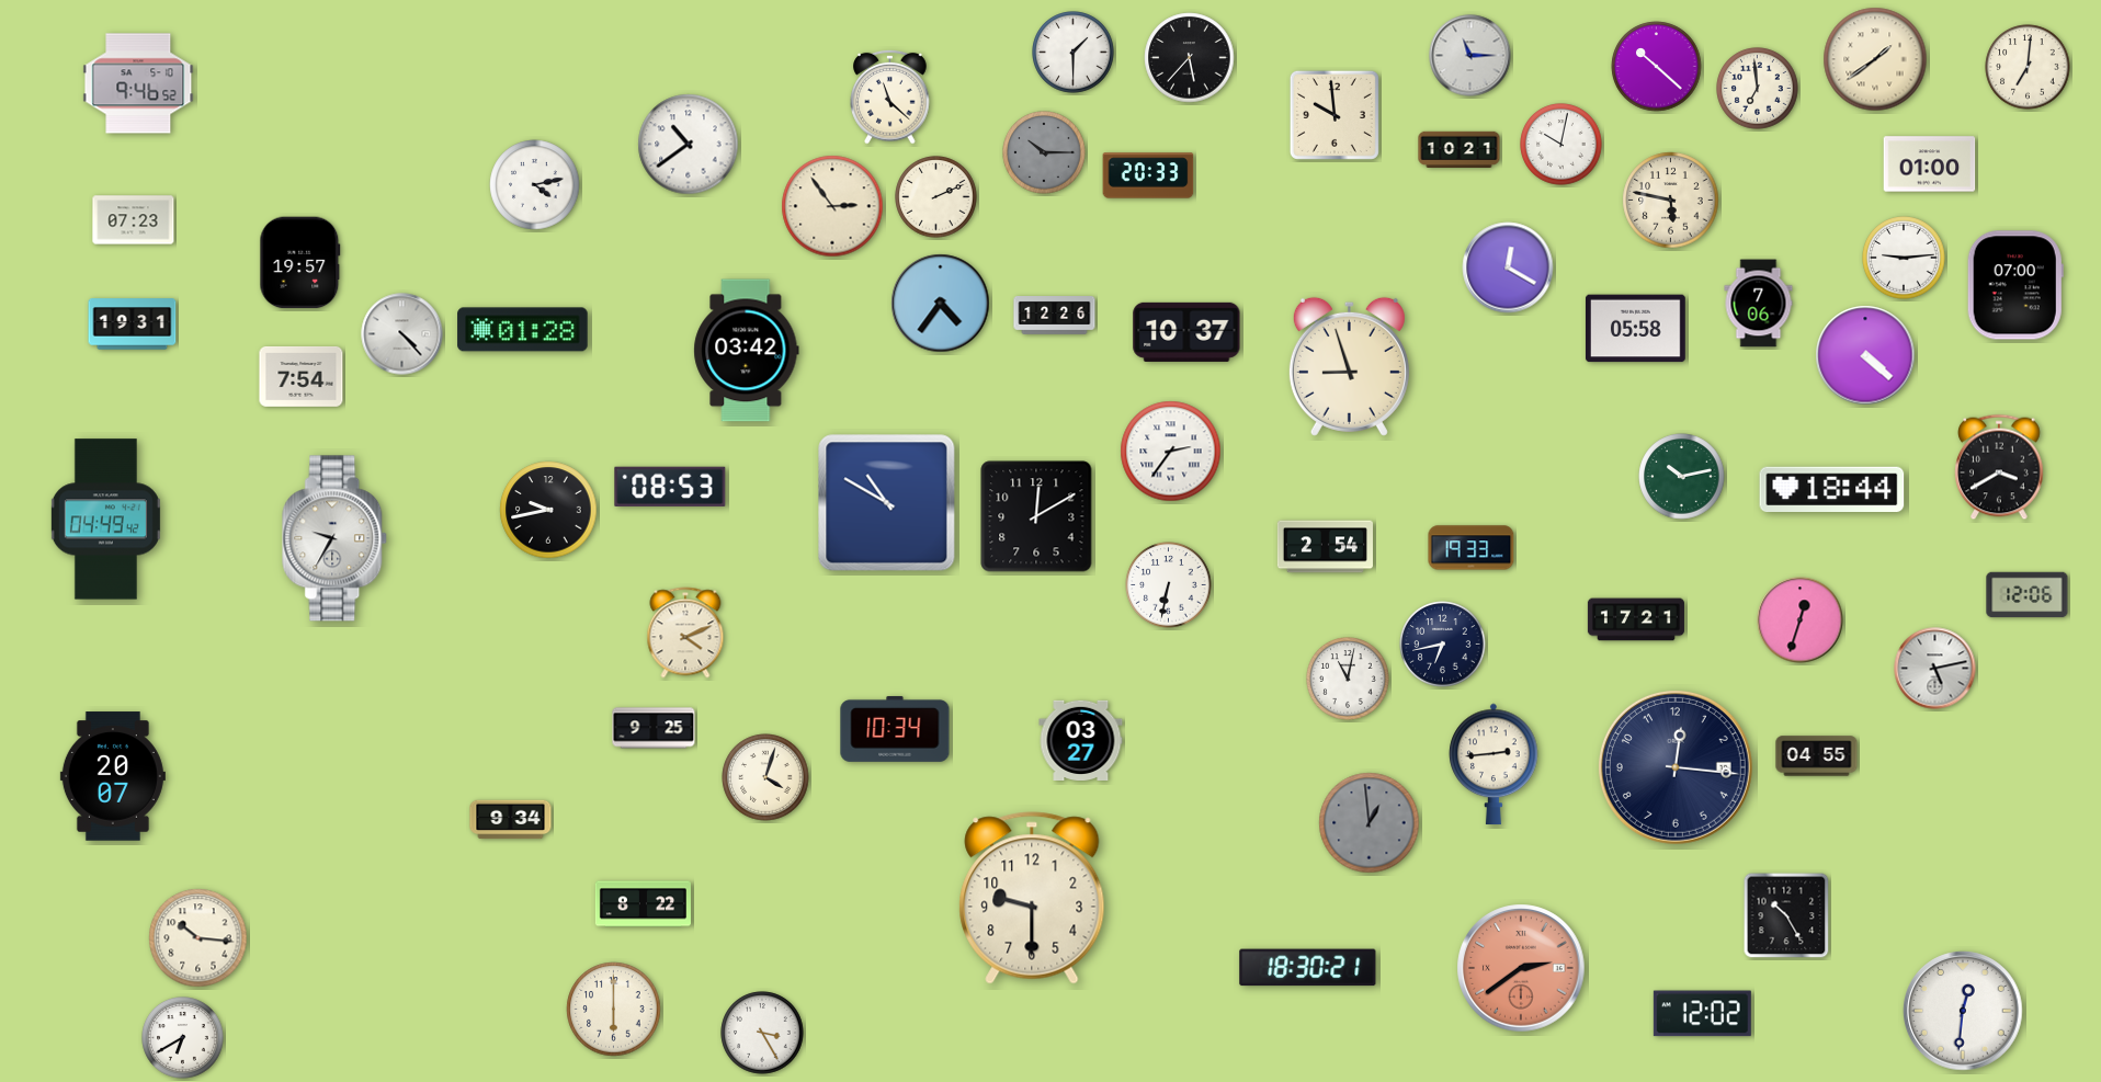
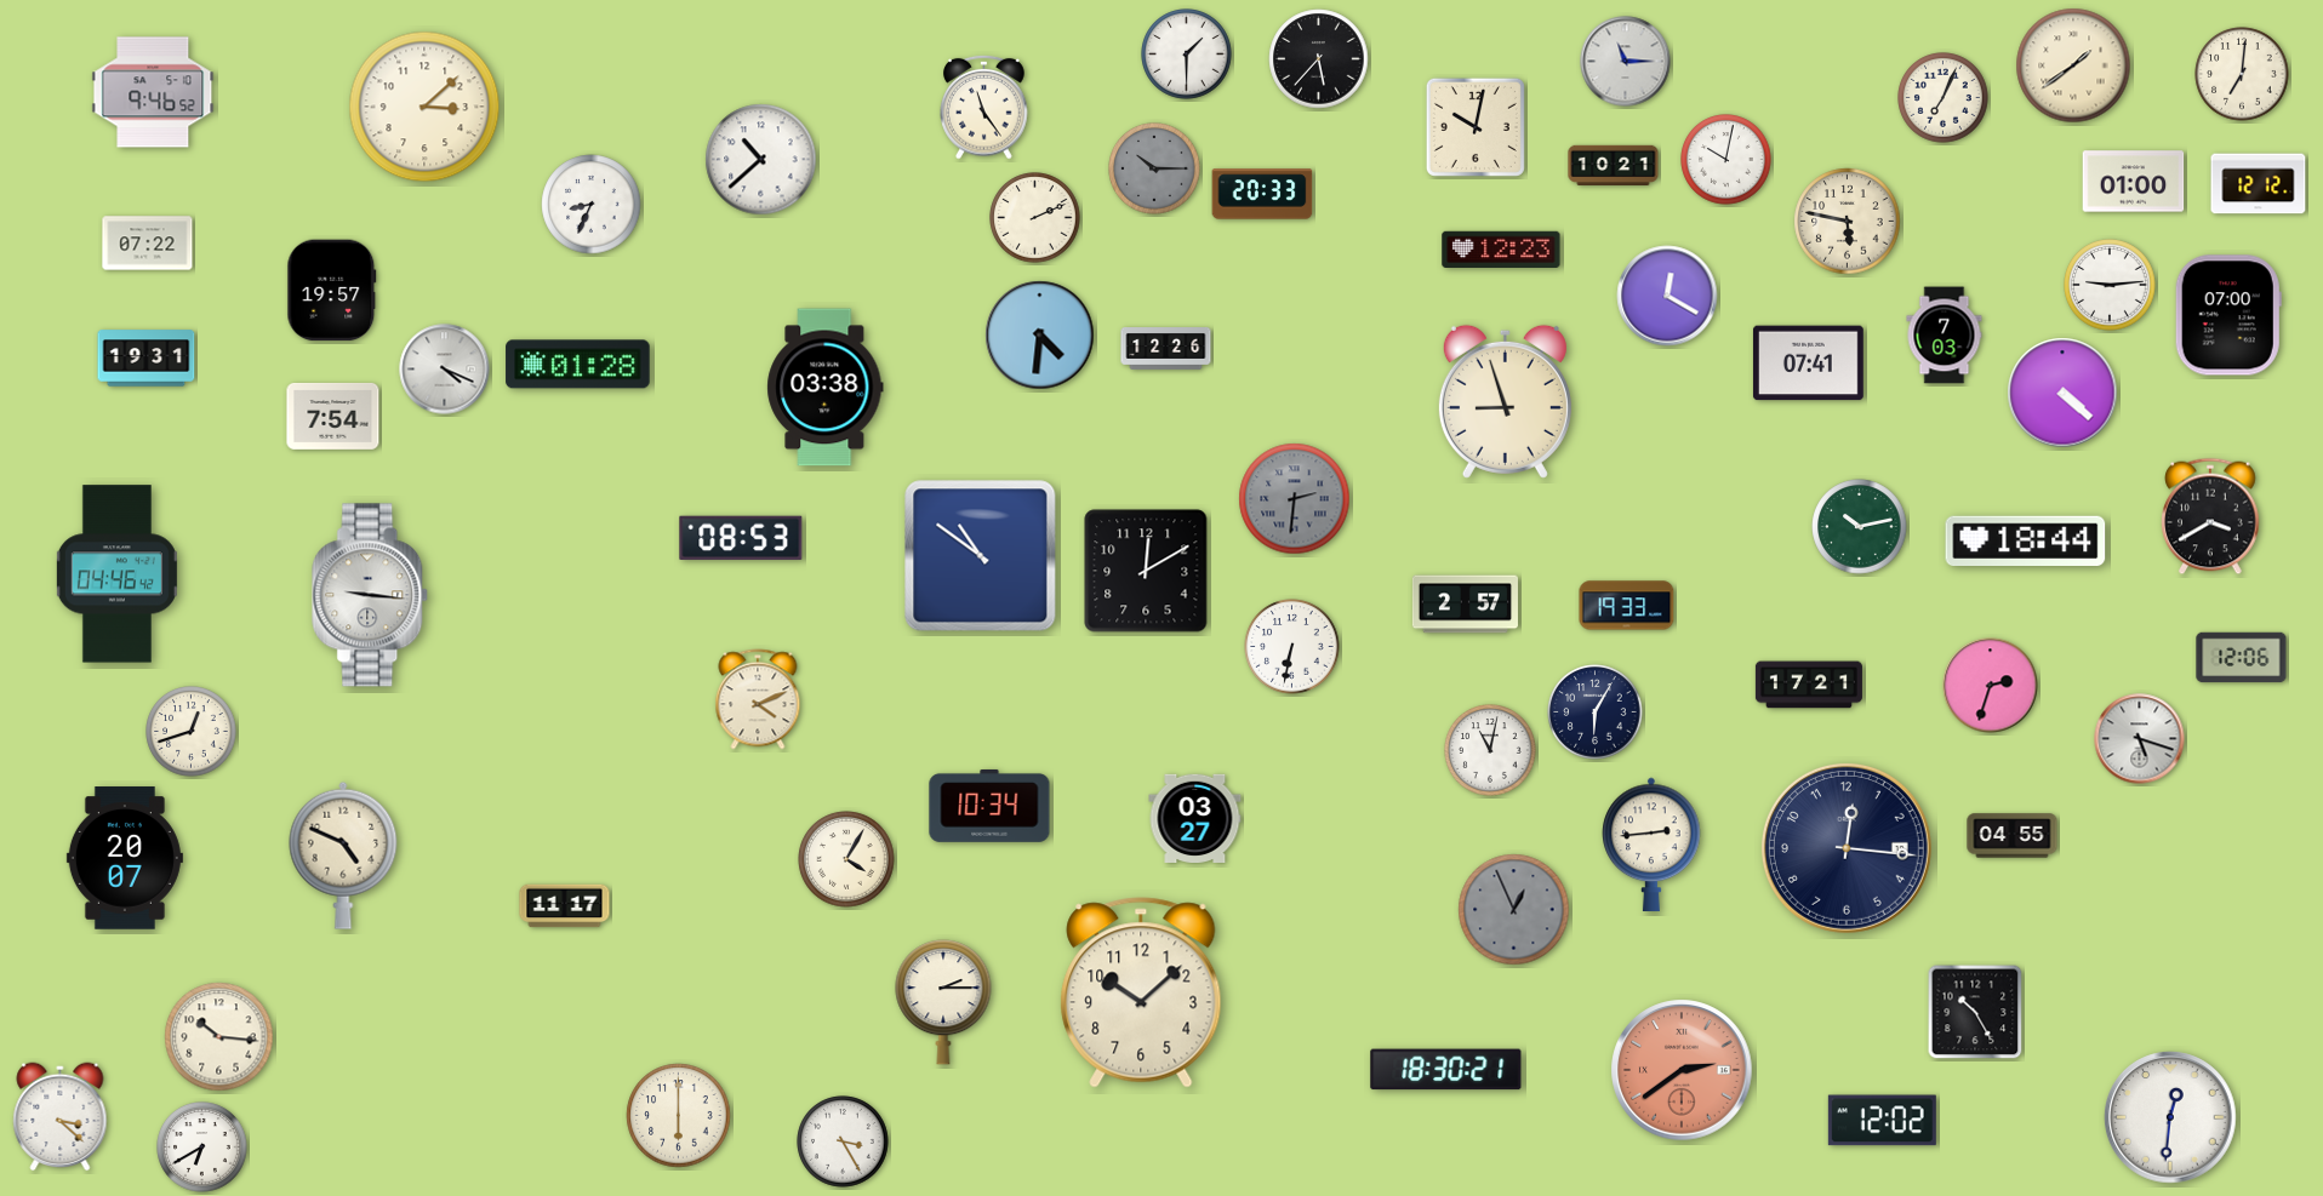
clock at (1074, 53) position: (1074, 53) -> (1187, 55)
clock at (1190, 58) position: (1190, 58) -> (1319, 59)
clock at (1657, 67): 10:22 -> none
clock at (1758, 89): 6:59 -> 7:04
clock at (424, 107): none -> 3:08
clock at (890, 96): 11:22 -> 11:24
clock at (1335, 115): 9:59 -> 10:02
clock at (689, 145): 10:39 -> 10:38
clock at (2259, 184): none -> 12:12
clock at (1148, 175) position: (1148, 175) -> (1262, 194)
clock at (535, 185): 4:13 -> 8:34
clock at (832, 206): 2:54 -> none
clock at (134, 220): 07:23 -> 07:22
clock at (1501, 248): none -> 12:23
clock at (1904, 258) position: (1904, 258) -> (2110, 285)
clock at (941, 304): 4:36 -> 4:31
clock at (1759, 304): 7:06 -> 7:03
clock at (1635, 329): 05:58 -> 07:41
clock at (1186, 332): 10:37 -> none
clock at (402, 334): 4:23 -> 4:19
clock at (747, 351): 03:42 -> 03:38
clock at (1349, 366) position: (1349, 366) -> (1505, 401)
clock at (1171, 452): 2:36 -> 2:31
clock at (1171, 452) dial: white -> grey
clock at (887, 503): 10:50 -> 10:51
clock at (548, 510): 9:43 -> none
clock at (105, 520): 04:49 -> 04:46
clock at (336, 538): 9:35 -> 9:16
clock at (1325, 547): 2:54 -> 2:57
clock at (1801, 620): 12:33 -> 2:33
clock at (1443, 645): 6:43 -> 6:05
clock at (192, 732): none -> 12:42
clock at (1935, 669): 5:13 -> 5:18
clock at (654, 728): 9:25 -> none
clock at (1817, 756) position: (1817, 756) -> (2013, 836)
clock at (1676, 767) position: (1676, 767) -> (1847, 848)
clock at (343, 855): none -> 4:49
clock at (765, 777): 4:03 -> 4:05
clock at (511, 820): 9:34 -> 11:17
clock at (1370, 823): 12:59 -> 12:56
clock at (1032, 898): 9:30 -> 10:08
clock at (643, 904): 8:22 -> none
clock at (943, 1002): none -> 2:15
clock at (61, 1117): none -> 3:22
